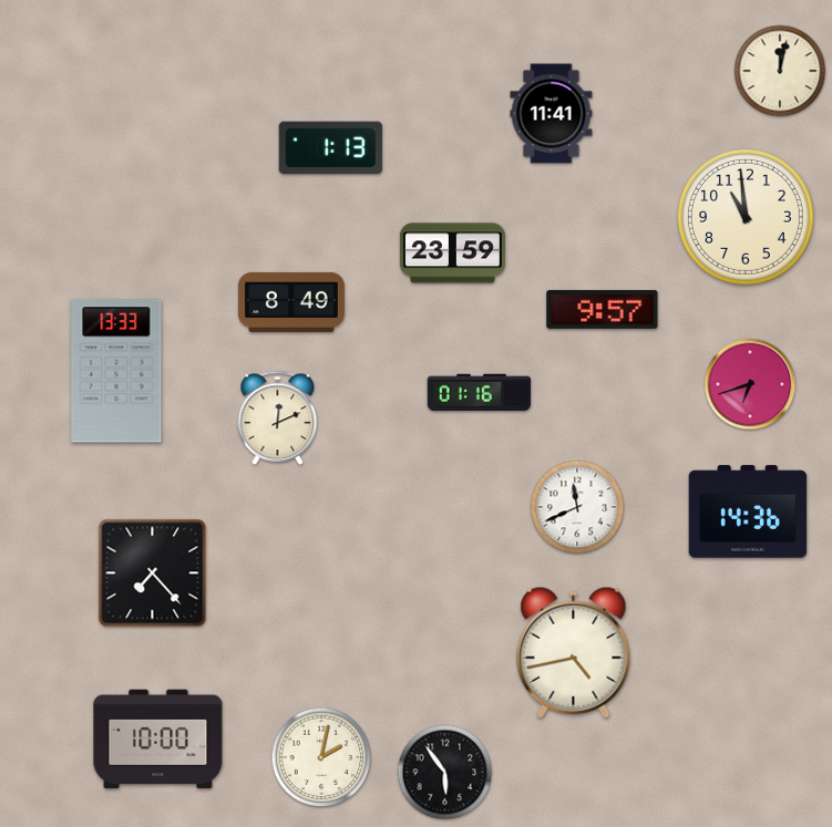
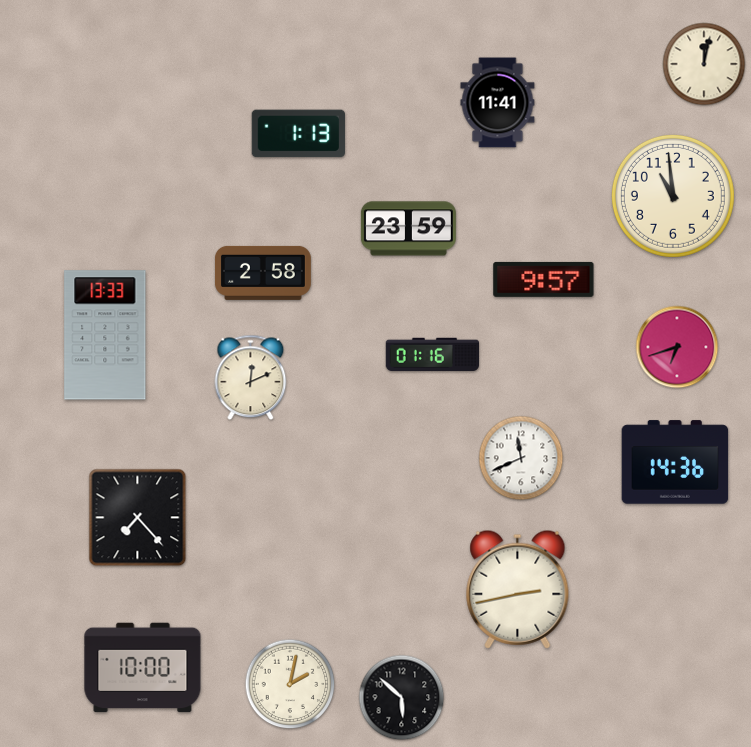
clock at (291, 302): 8:49 -> 2:58
clock at (574, 652): 4:43 -> 2:43
clock at (445, 773): 5:54 -> 5:52
